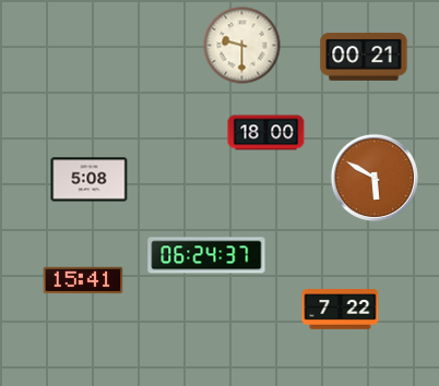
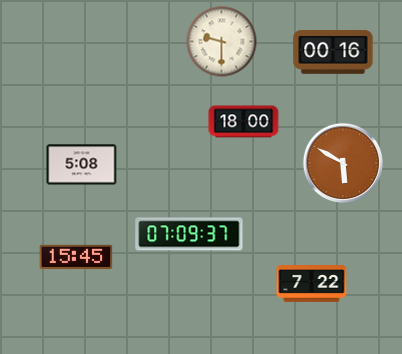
clock at (364, 58): 00:21 -> 00:16
clock at (206, 255): 06:24 -> 07:09
clock at (83, 280): 15:41 -> 15:45
